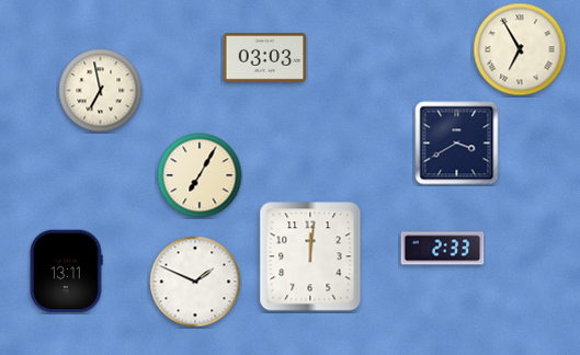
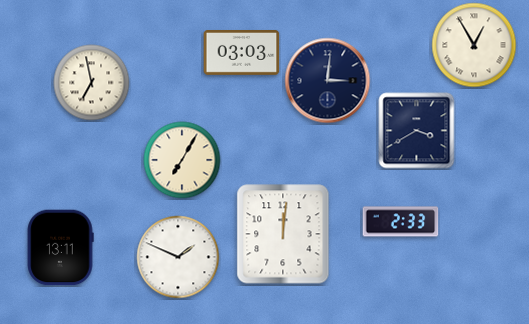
clock at (520, 49): 6:55 -> 12:55
clock at (328, 81): none -> 3:01
clock at (443, 249) position: (443, 249) -> (401, 222)
